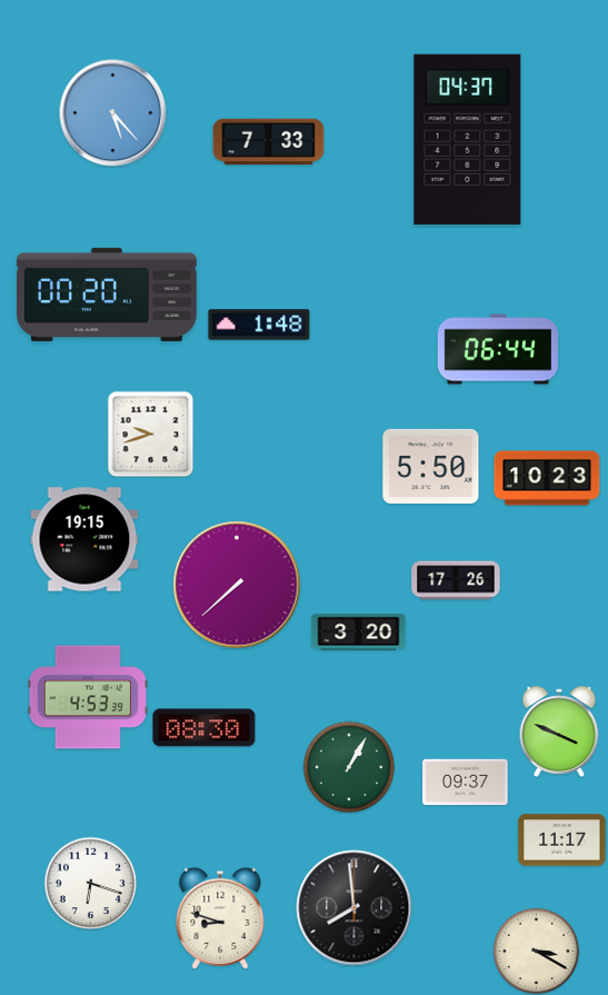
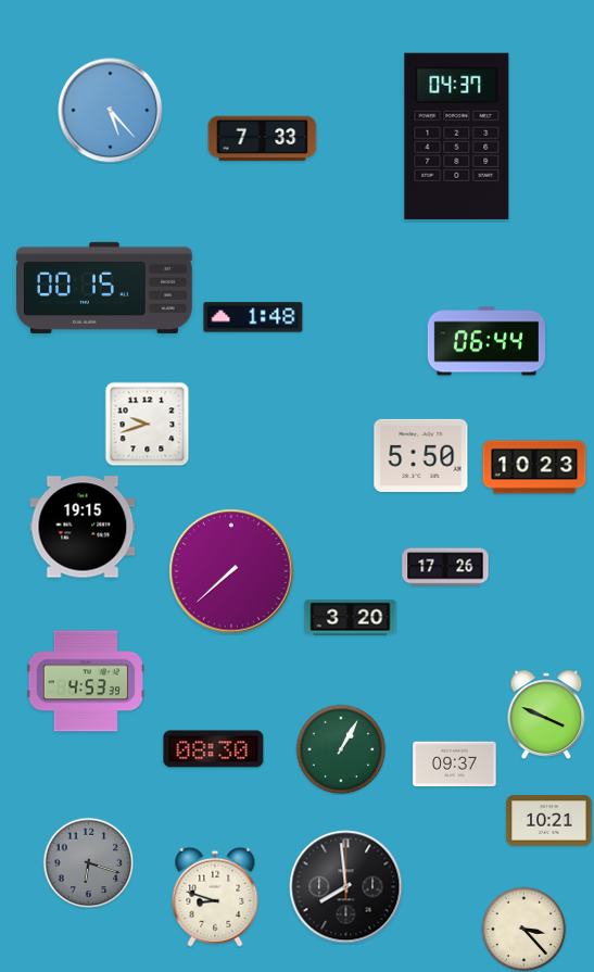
clock at (107, 295): 00:20 -> 00:15
clock at (205, 728) position: (205, 728) -> (214, 749)
clock at (562, 840): 11:17 -> 10:21
clock at (90, 883) dial: white -> grey
clock at (536, 951): 3:20 -> 3:23
